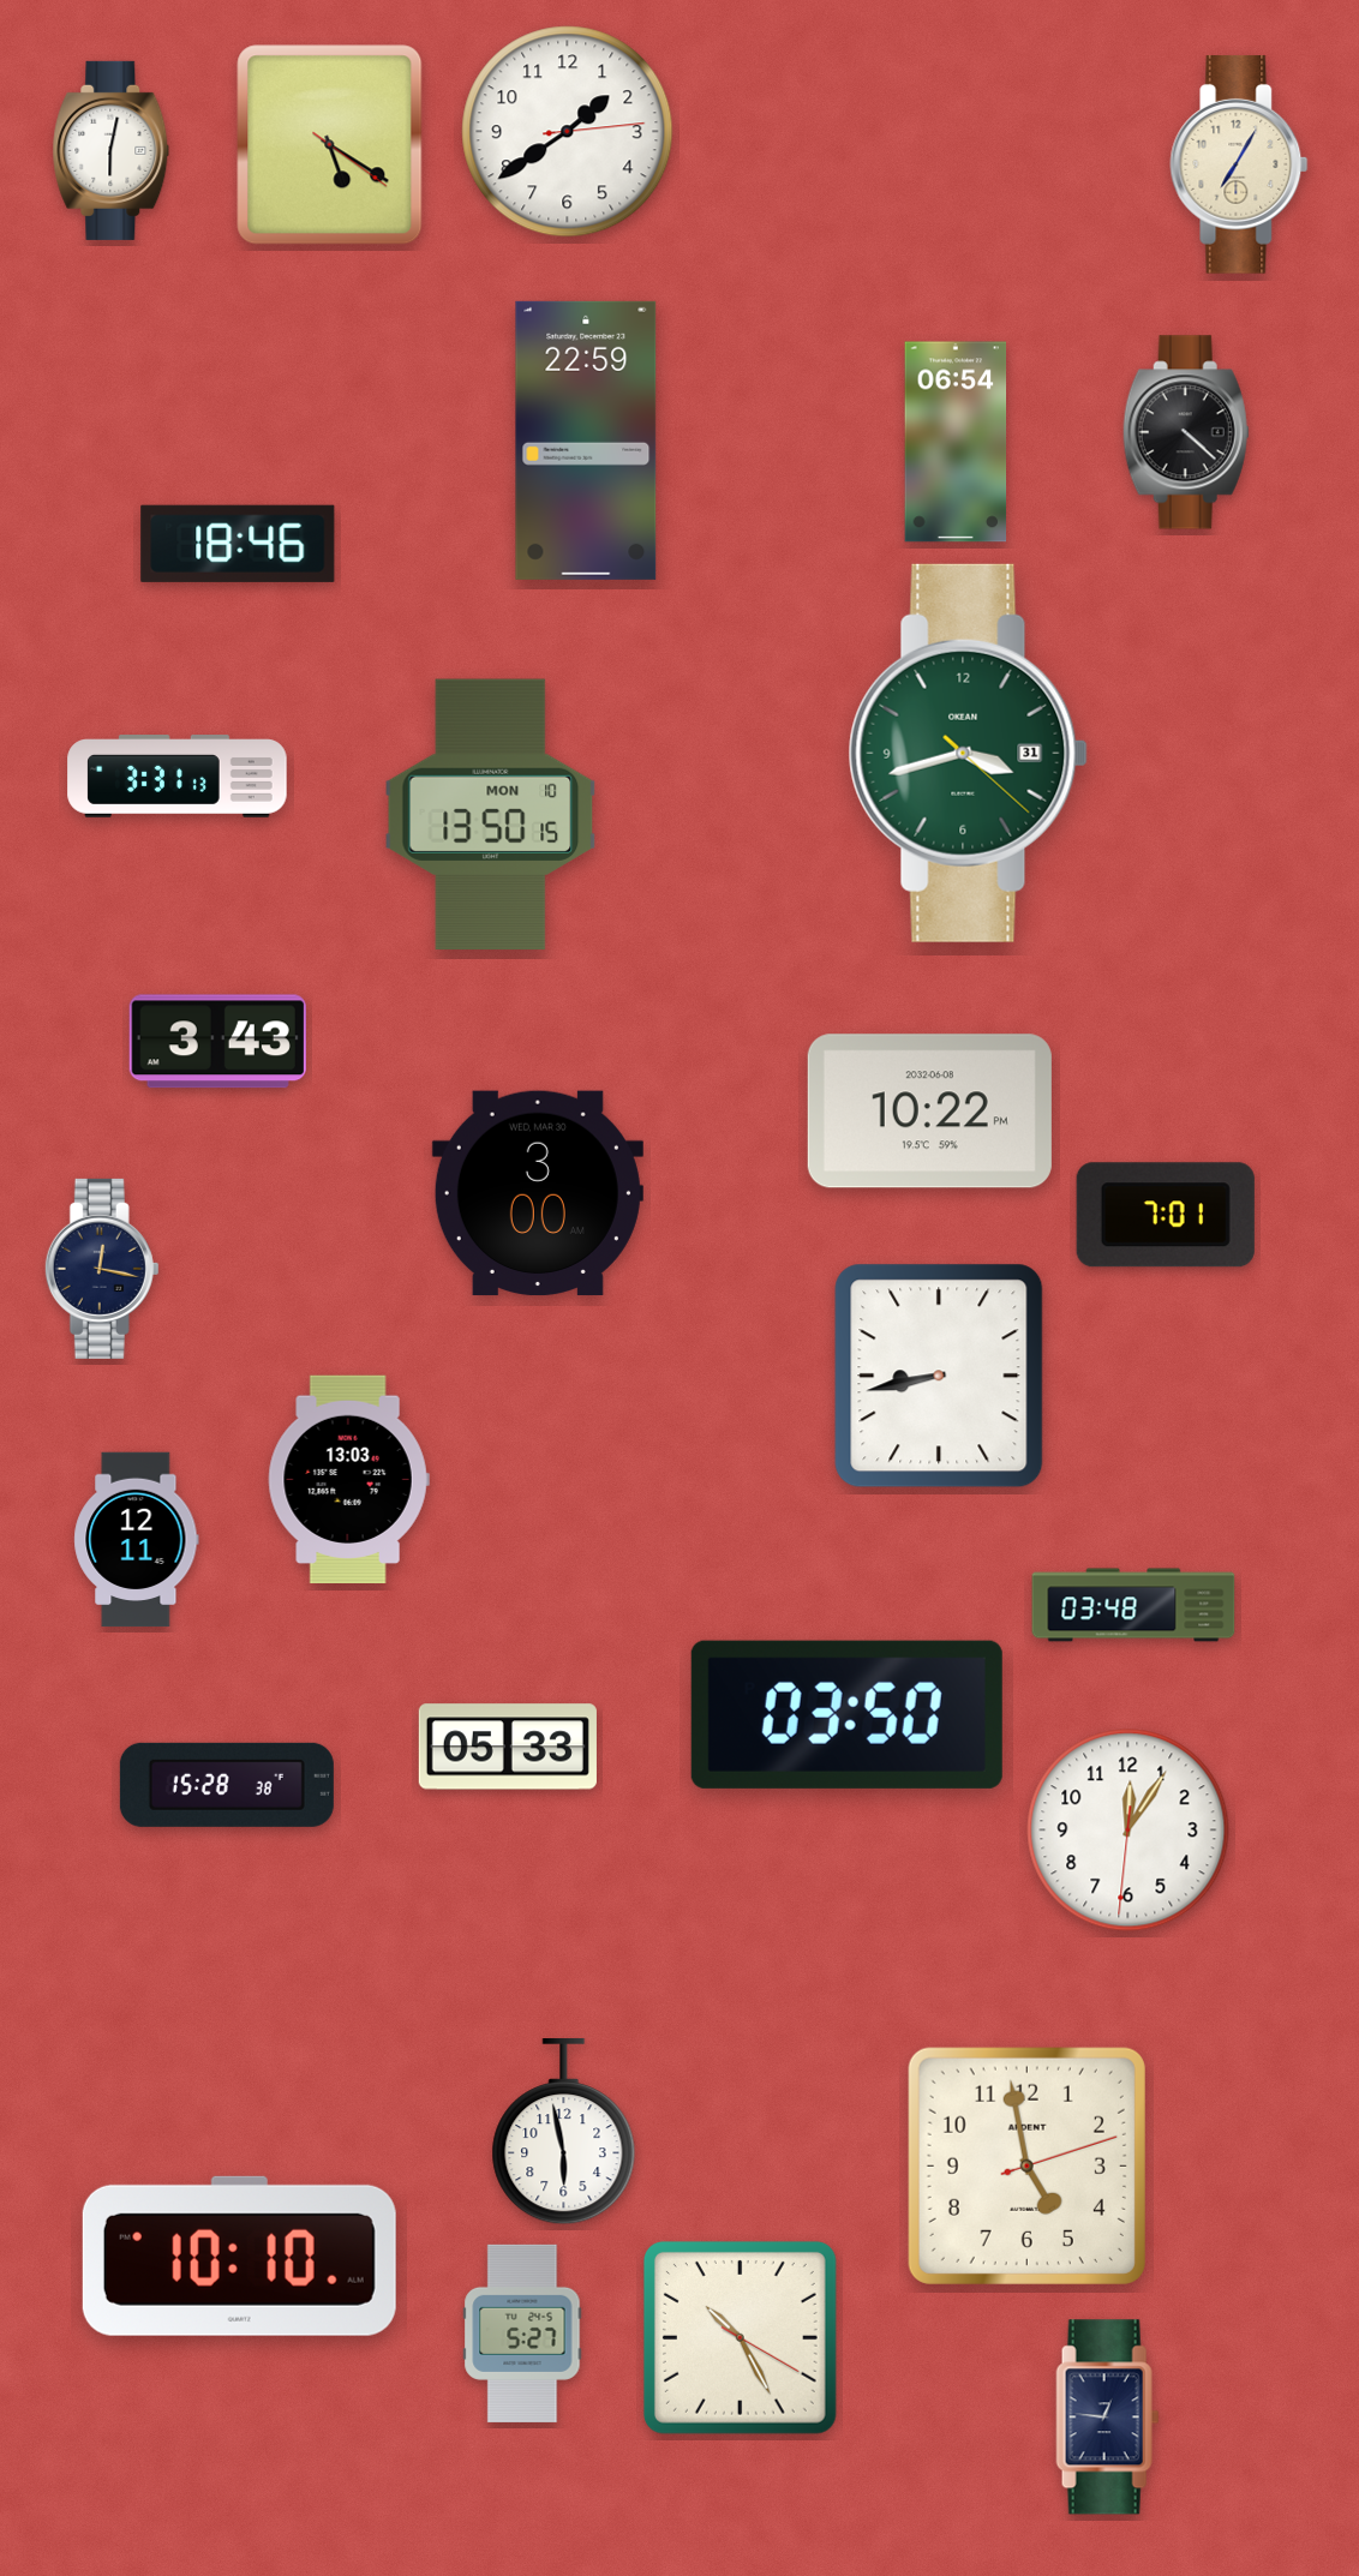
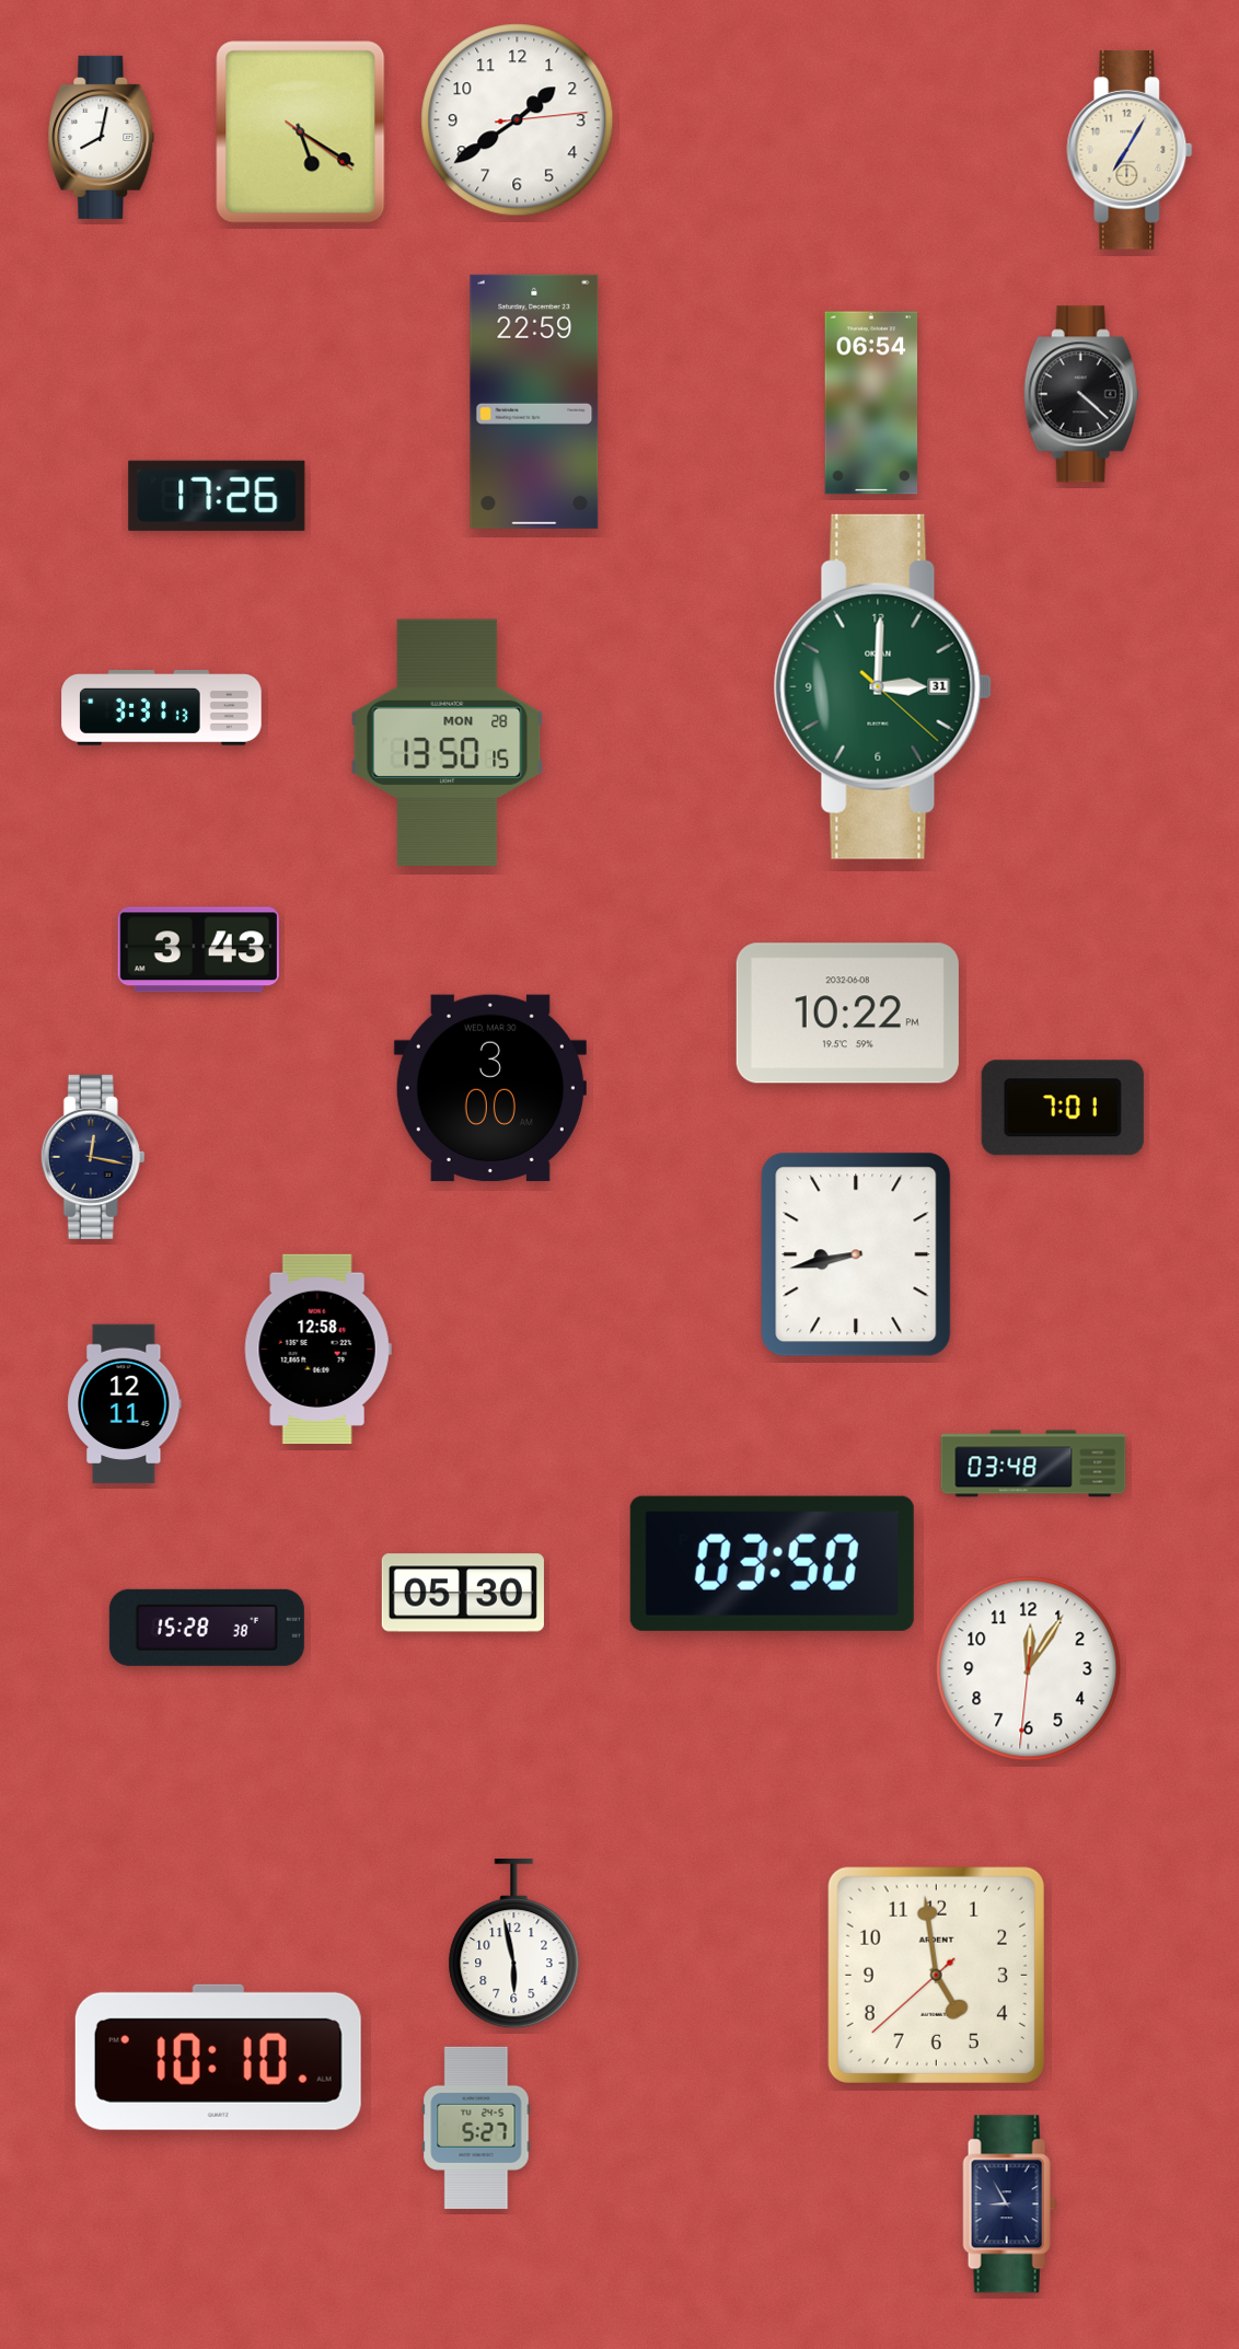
clock at (112, 150): 6:02 -> 8:02
clock at (238, 544): 18:46 -> 17:26
clock at (968, 753): 3:42 -> 3:00
clock at (491, 815) date: MON 10 -> MON 28
clock at (348, 1479): 13:03 -> 12:58
clock at (508, 1747): 05:33 -> 05:30
clock at (1026, 2165): 4:58:12 -> 4:58:38
clock at (740, 2337): 10:25 -> none
clock at (1108, 2418): 12:46 -> 8:55
